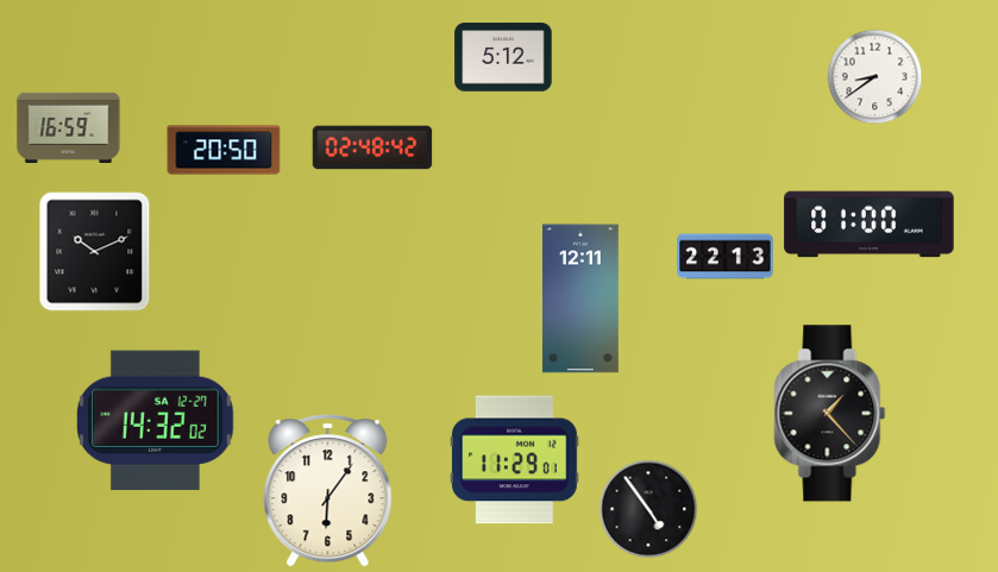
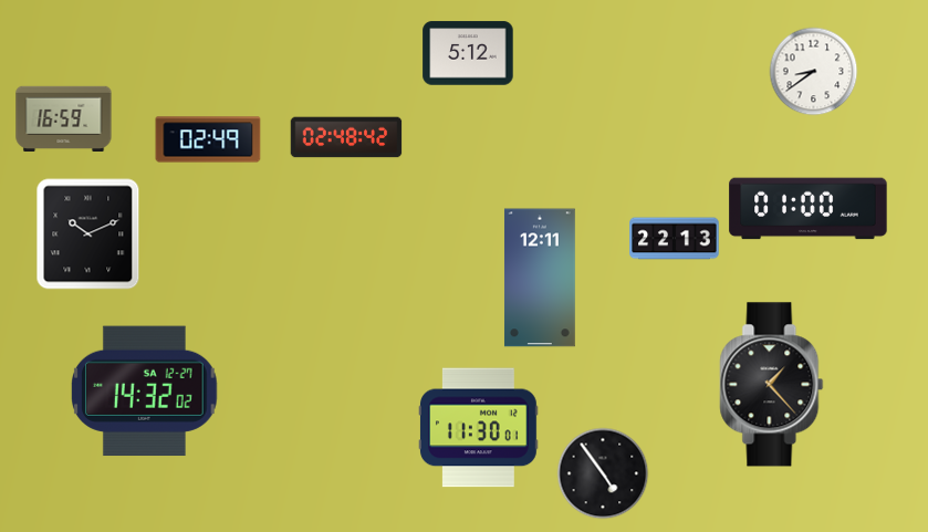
clock at (224, 150): 20:50 -> 02:49
clock at (515, 460): 11:29 -> 11:30
clock at (328, 491): 6:06 -> none
